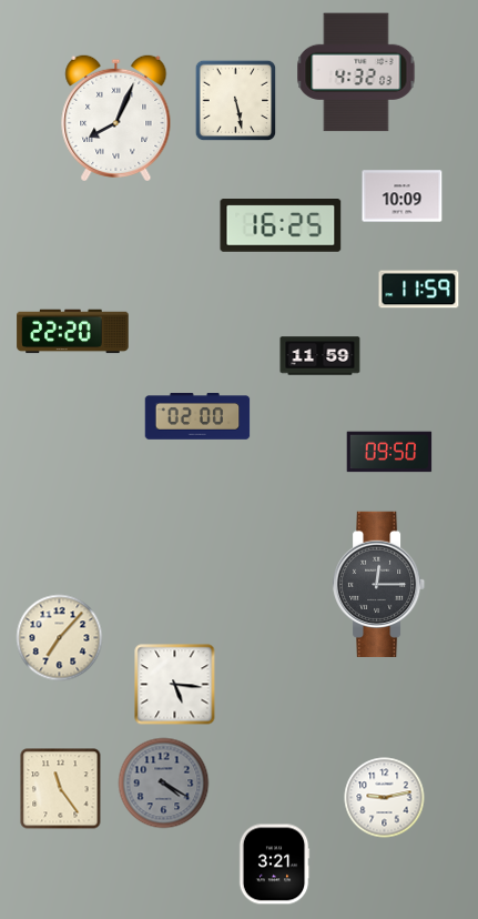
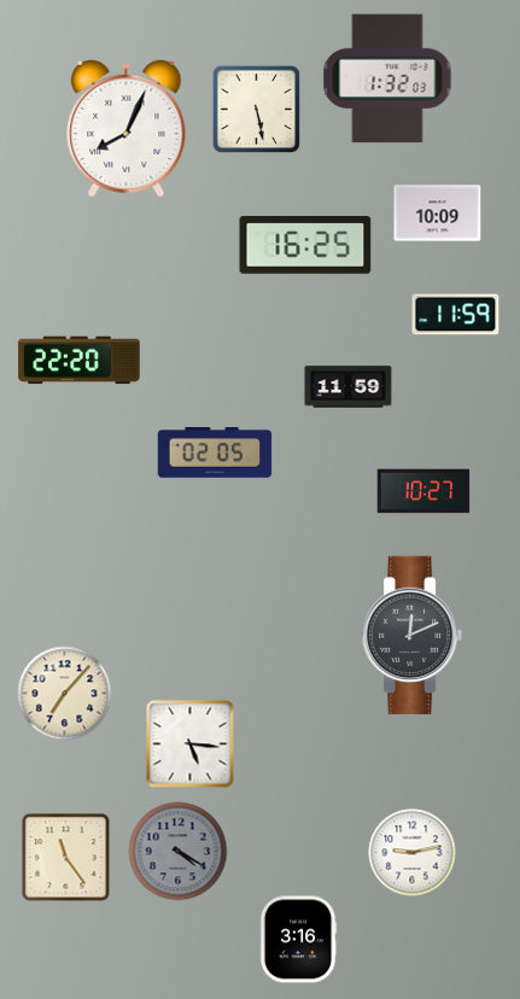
clock at (356, 72): 4:32 -> 1:32
clock at (197, 416): 02:00 -> 02:05
clock at (389, 452): 09:50 -> 10:27
clock at (379, 584): 12:15 -> 12:11
clock at (385, 798) position: (385, 798) -> (413, 853)
clock at (274, 865): 3:21 -> 3:16
